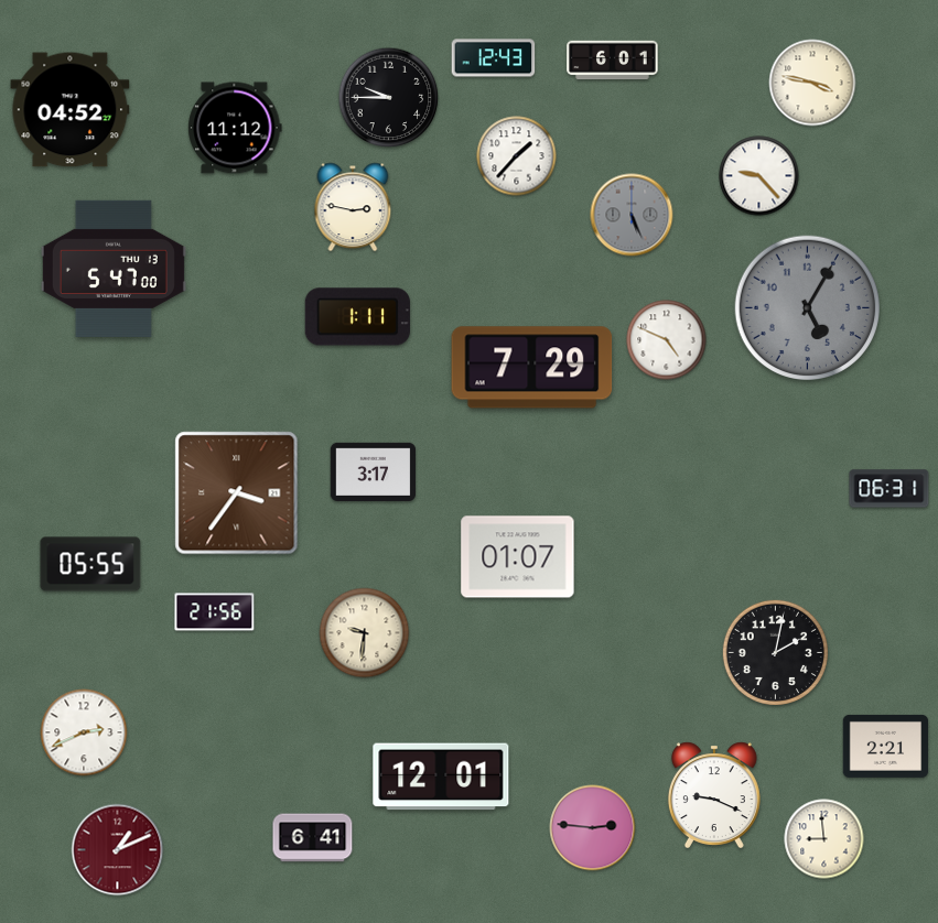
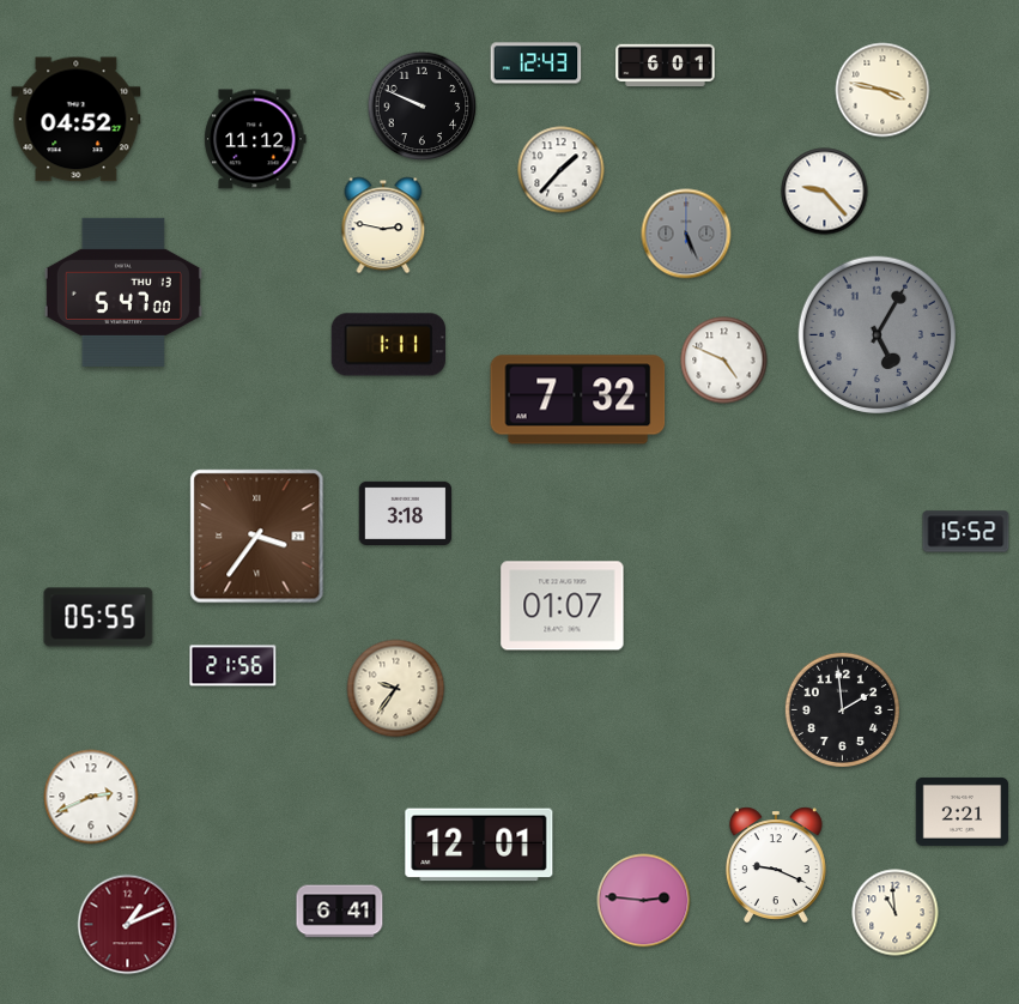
clock at (389, 98): 9:45 -> 9:49
clock at (667, 340) position: (667, 340) -> (724, 361)
clock at (532, 368): 7:29 -> 7:32
clock at (374, 471): 3:17 -> 3:18
clock at (890, 489): 06:31 -> 15:52
clock at (90, 564) position: (90, 564) -> (98, 617)
clock at (365, 633): 9:31 -> 9:36
clock at (775, 652): 2:02 -> 1:59
clock at (824, 839): 8:59 -> 10:59
